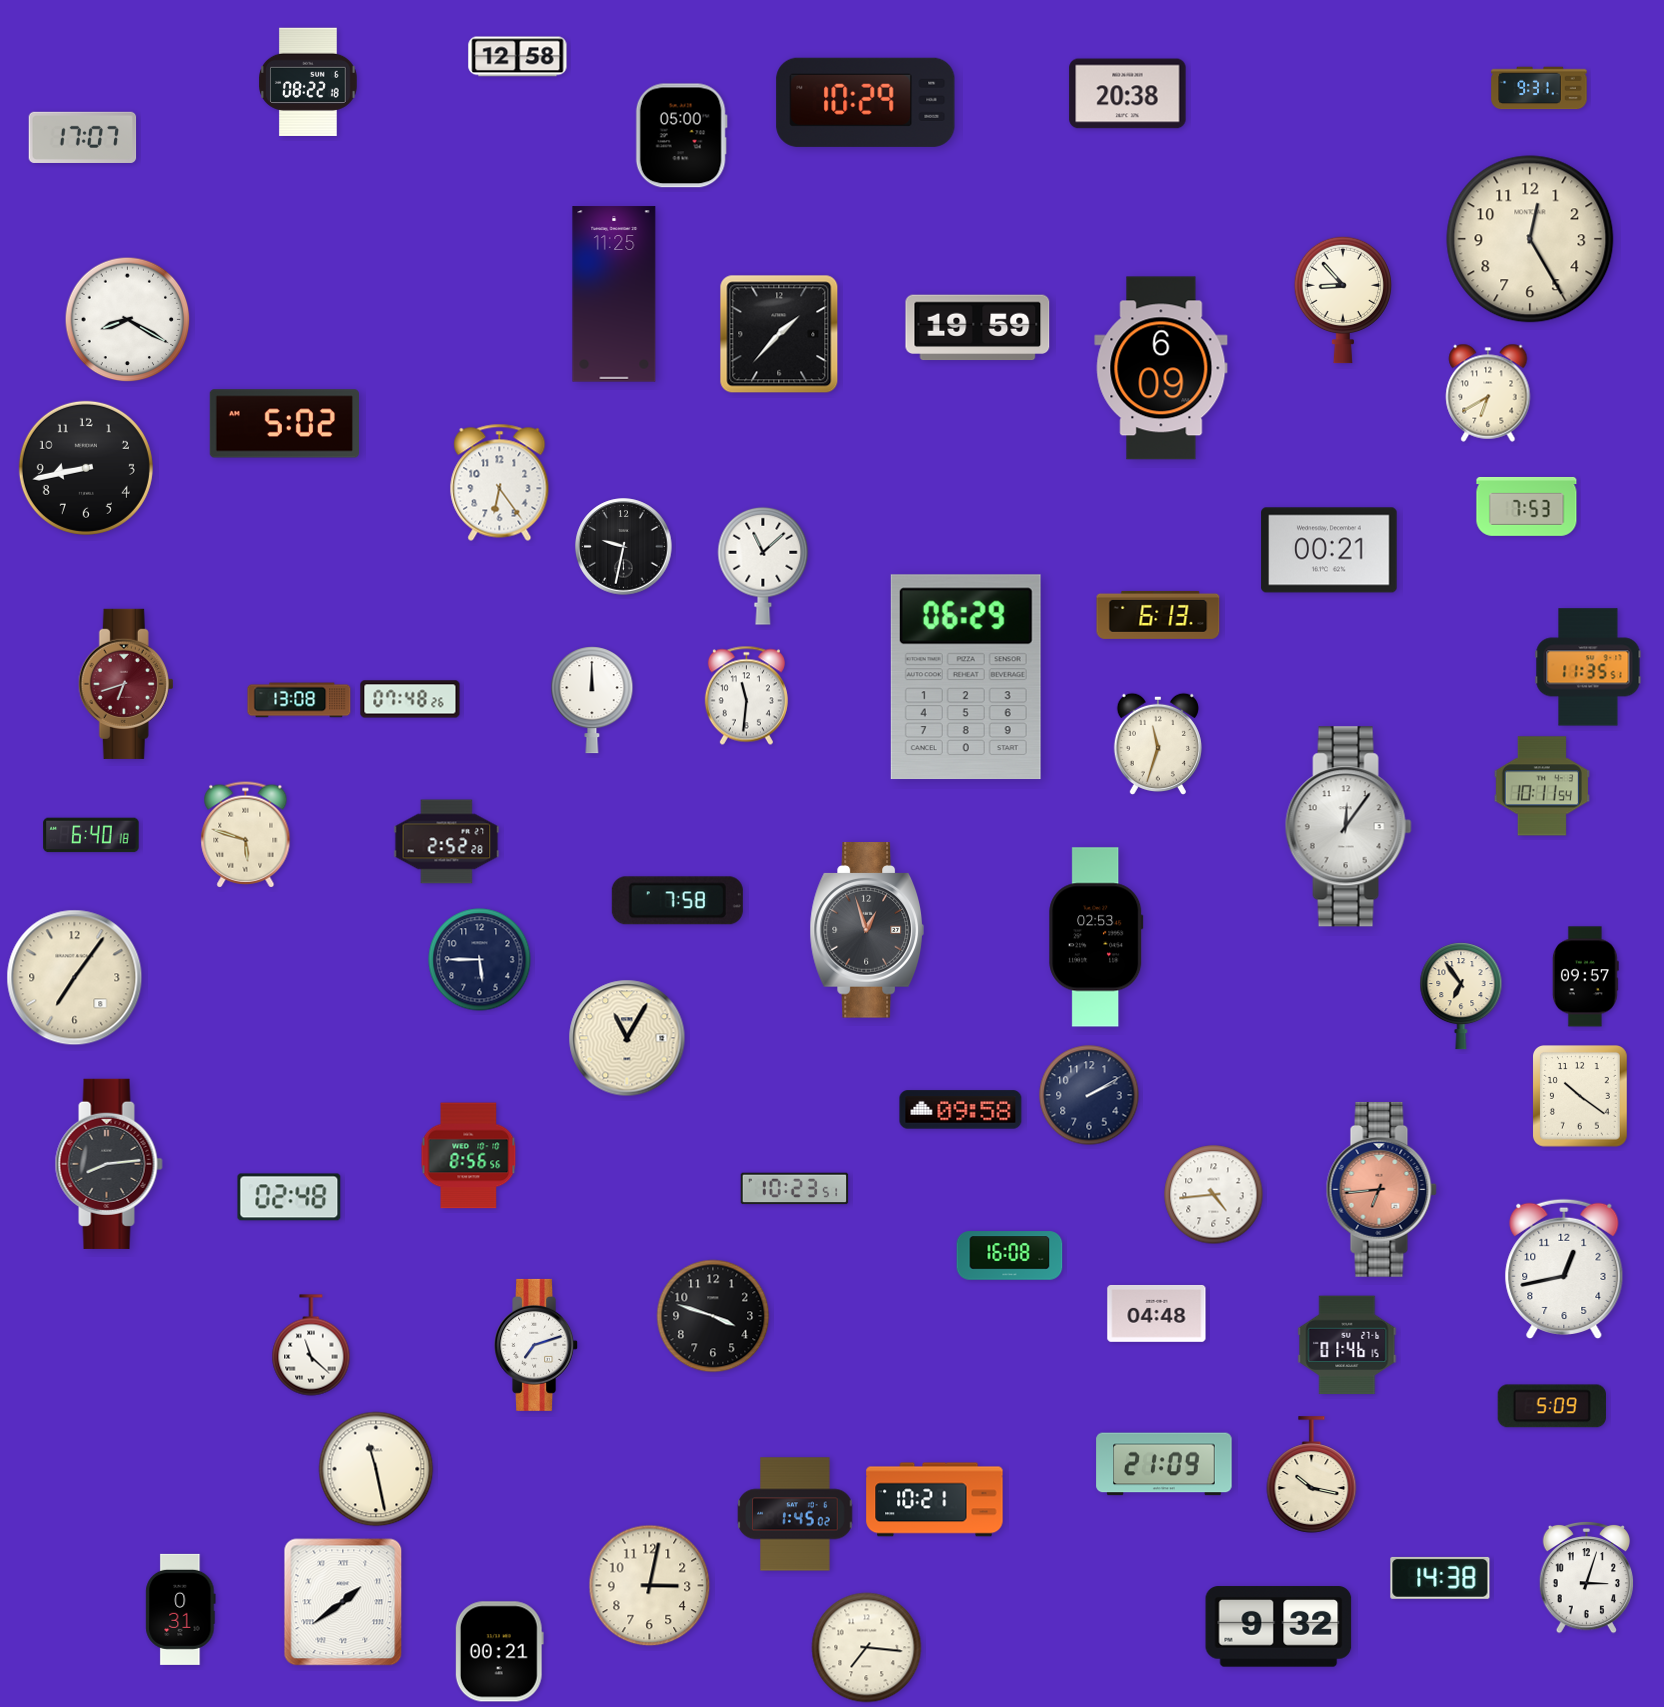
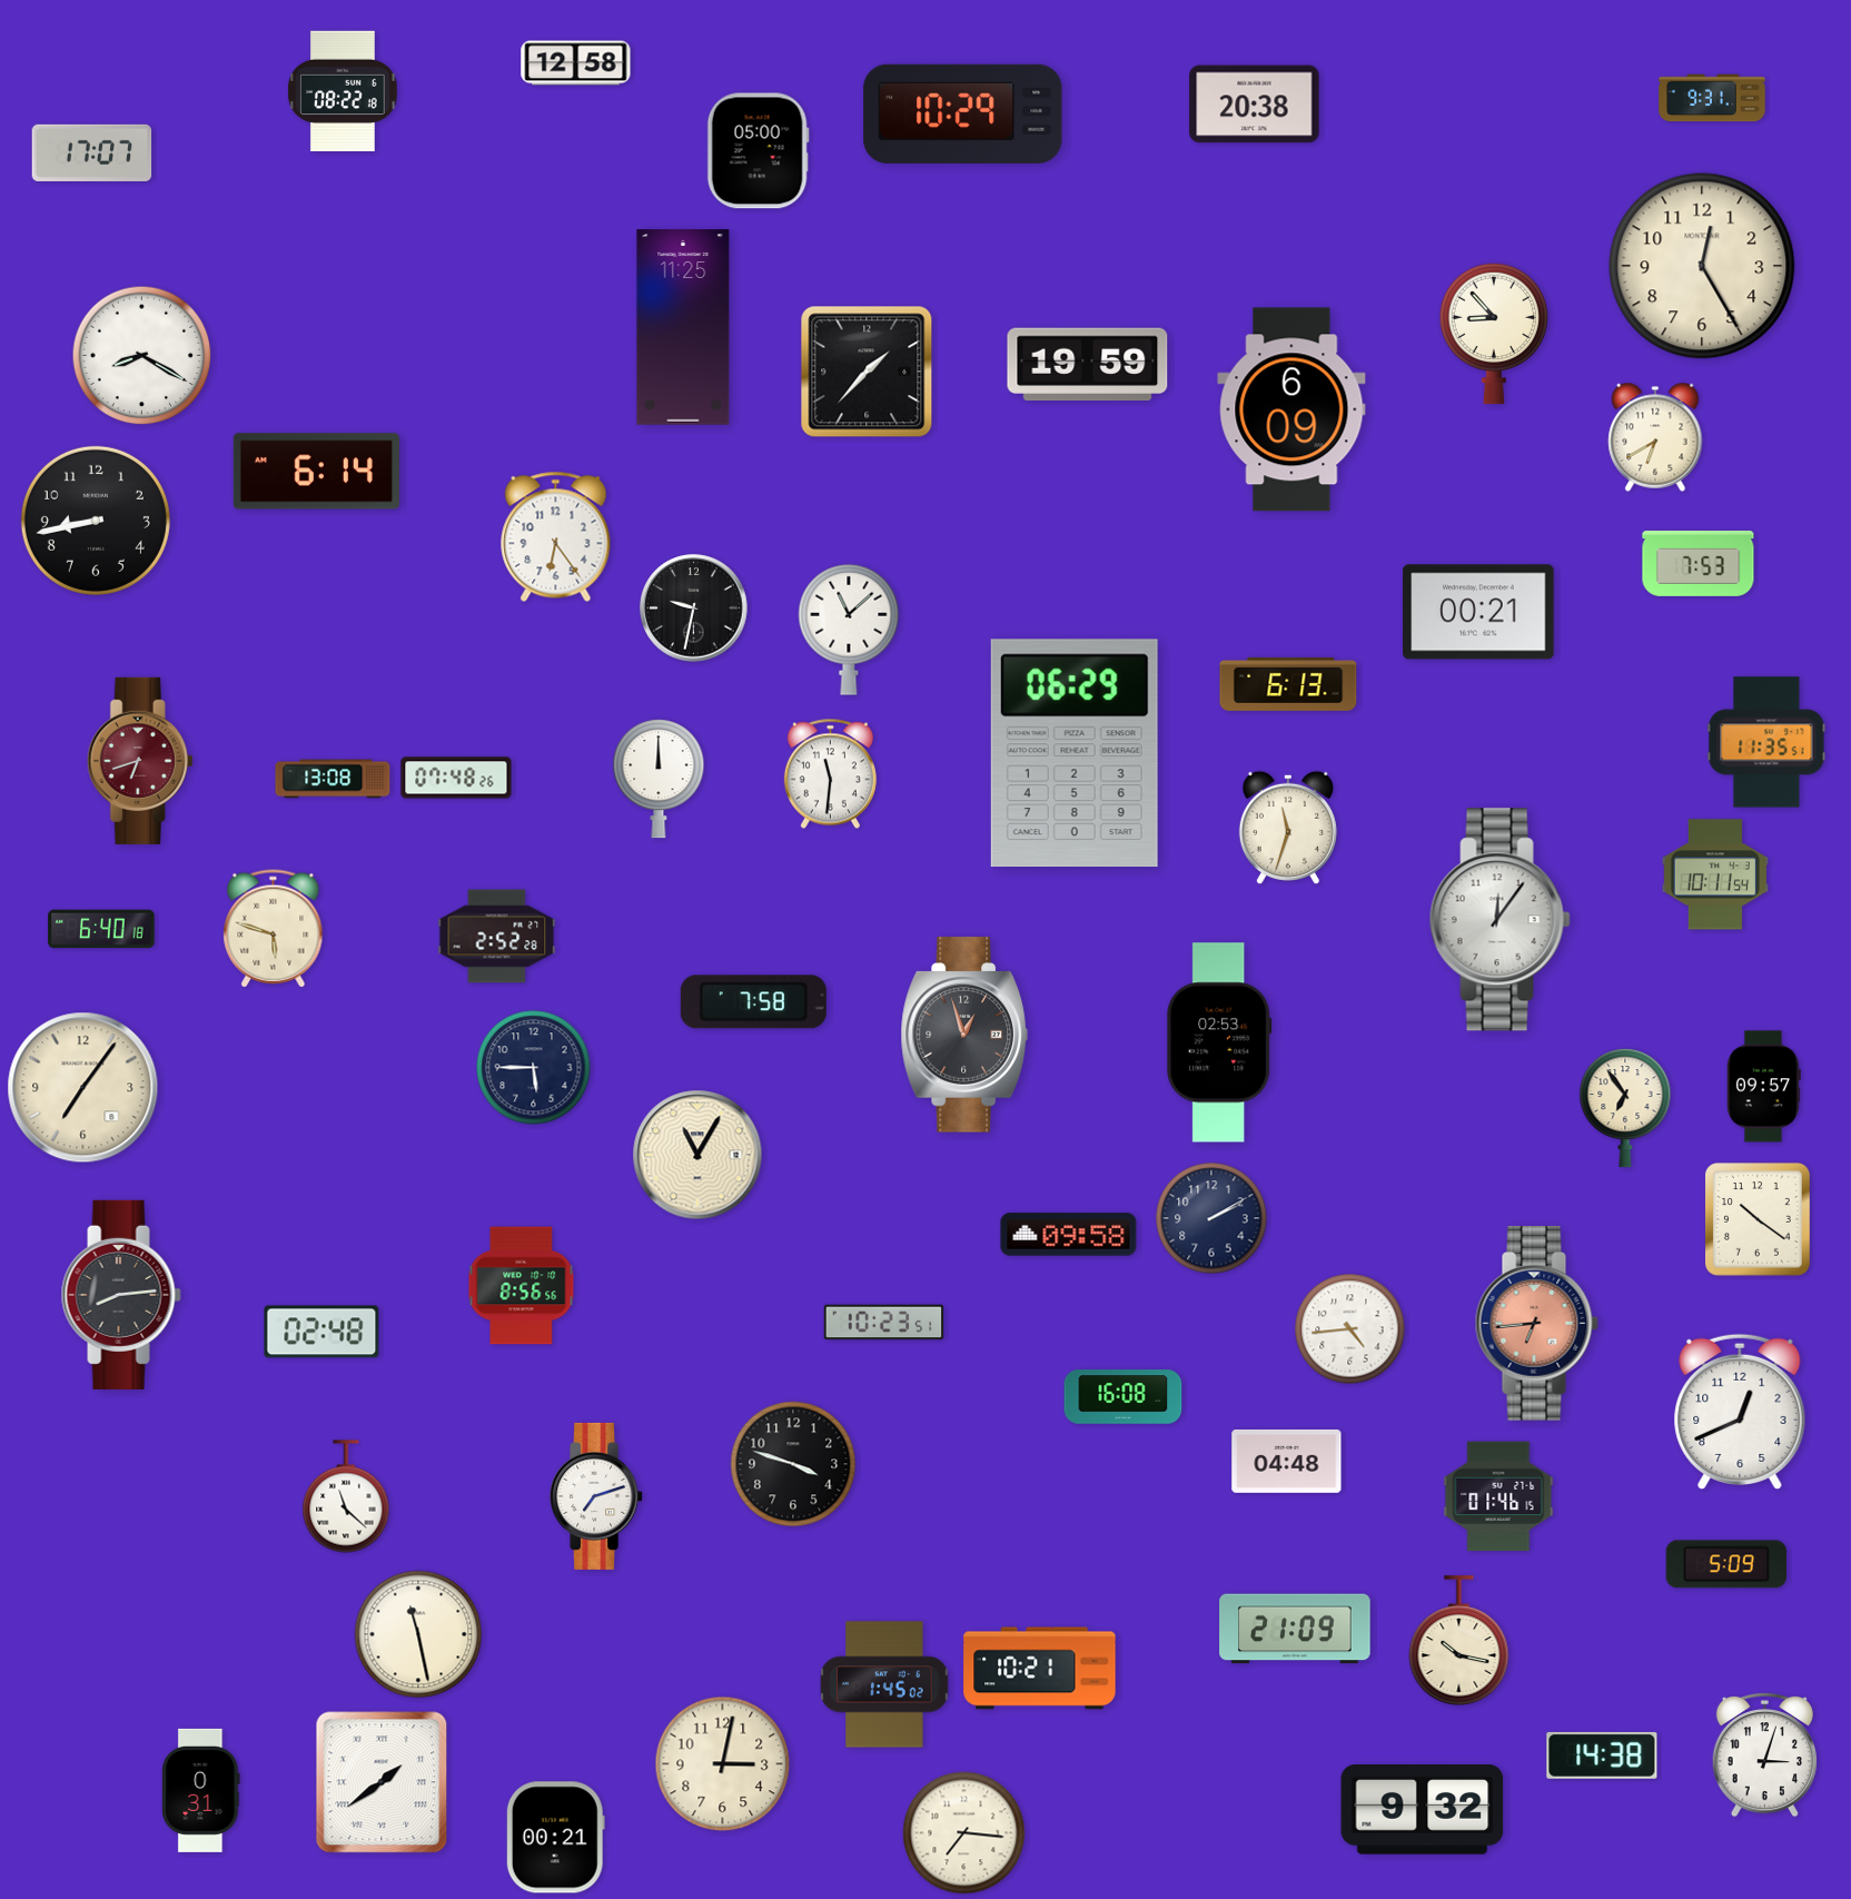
clock at (284, 424): 5:02 -> 6:14
clock at (1564, 1268): 12:43 -> 12:41
